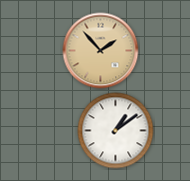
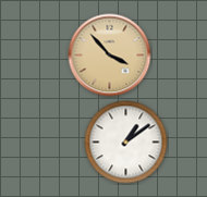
clock at (101, 51): 1:53 -> 3:53
